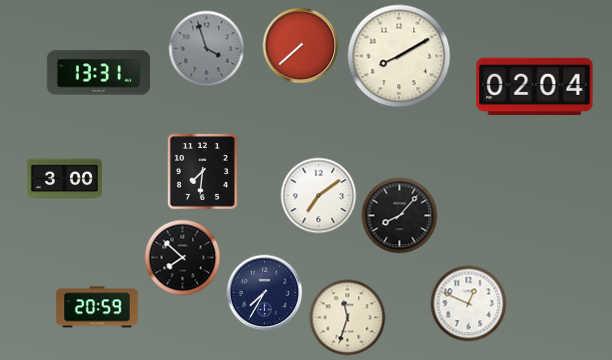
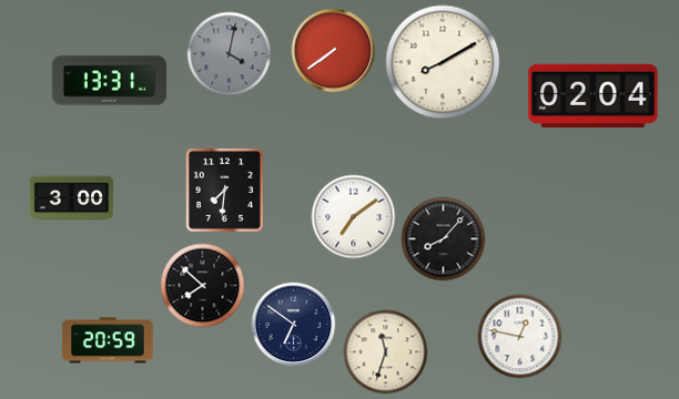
clock at (301, 46): 7:38 -> 7:39
clock at (207, 49): 3:57 -> 4:02
clock at (265, 293): 7:35 -> 6:51
clock at (469, 304): 12:49 -> 12:47
